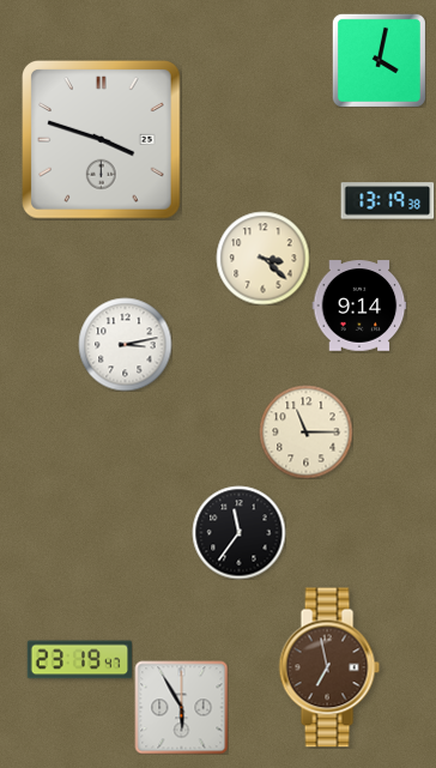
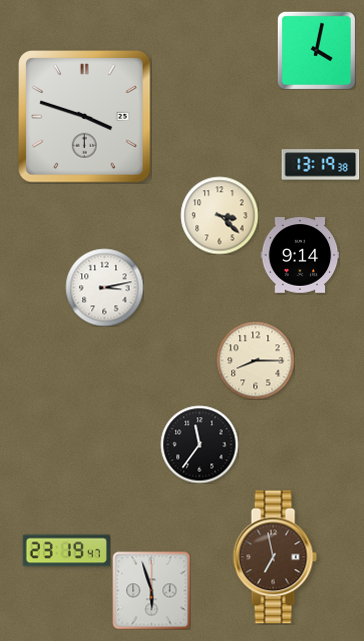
clock at (387, 201) position: (387, 201) -> (320, 165)
clock at (305, 431): 11:15 -> 8:15
clock at (181, 707): 5:55 -> 5:57
